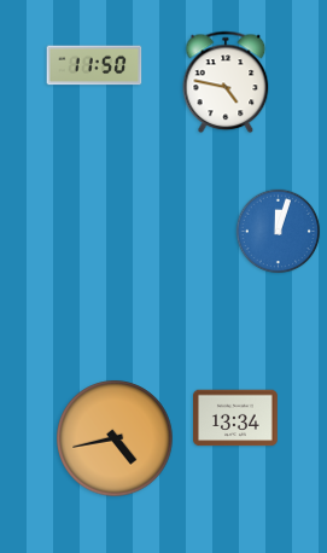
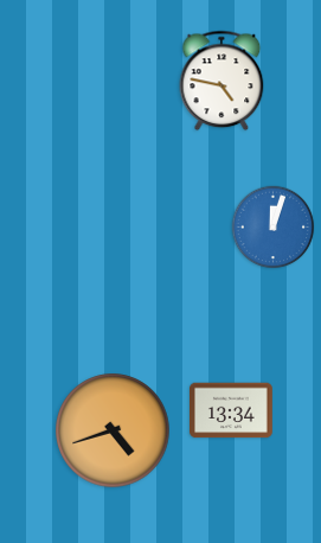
clock at (94, 65): 11:50 -> none
clock at (115, 438): 4:43 -> 4:42
